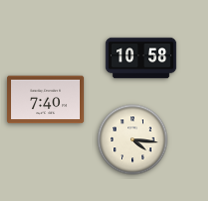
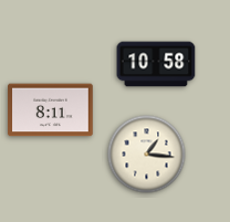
clock at (46, 100): 7:40 -> 8:11
clock at (133, 140): 4:16 -> 1:16
